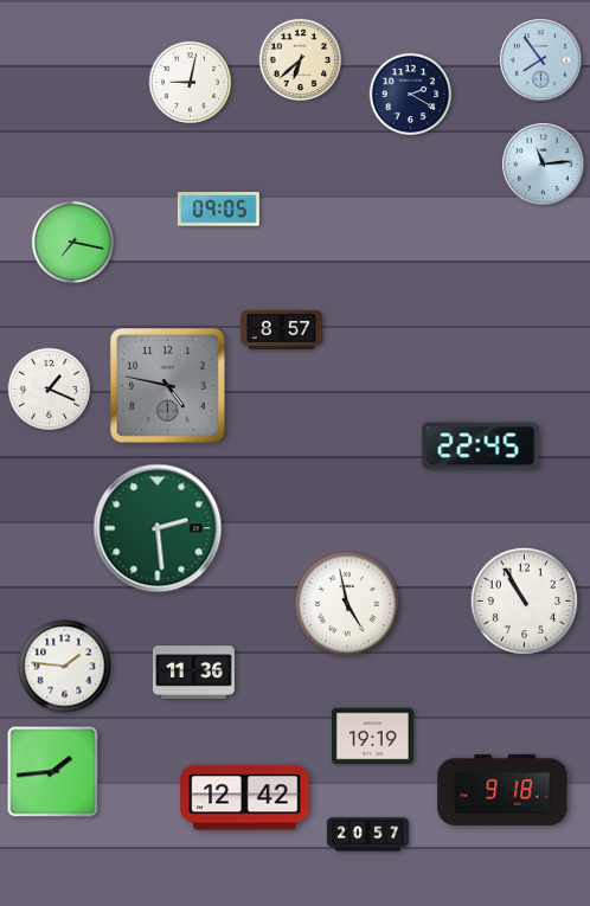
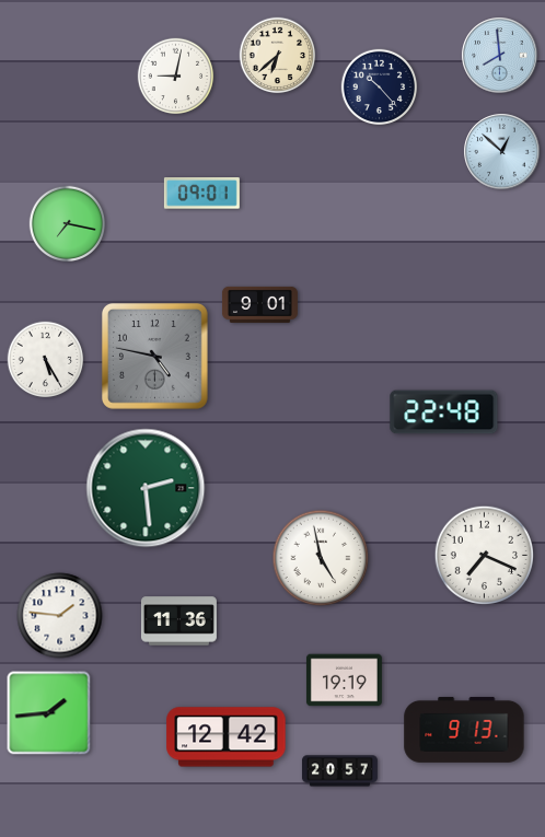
clock at (541, 60): 7:54 -> 7:59
clock at (411, 95): 2:20 -> 10:23
clock at (544, 165): 11:14 -> 12:52
clock at (218, 210): 09:05 -> 09:01
clock at (281, 329): 8:57 -> 9:01
clock at (50, 390): 1:19 -> 5:25
clock at (481, 446): 22:45 -> 22:48
clock at (524, 600): 10:55 -> 7:19
clock at (502, 790): 9:18 -> 9:13
